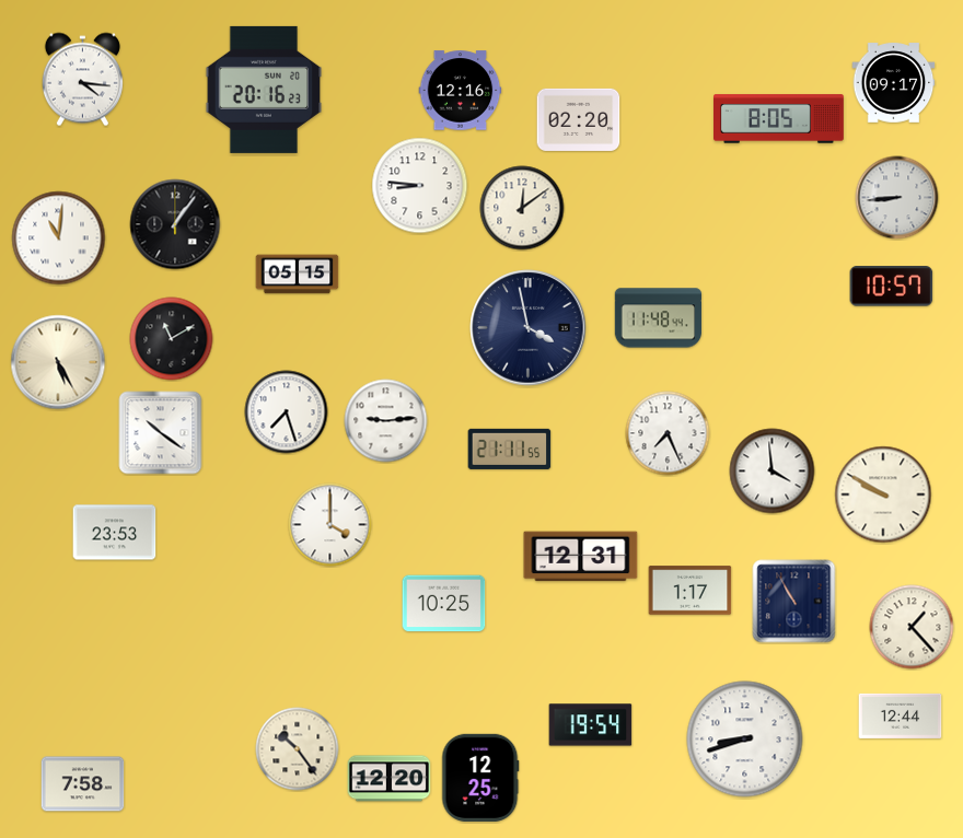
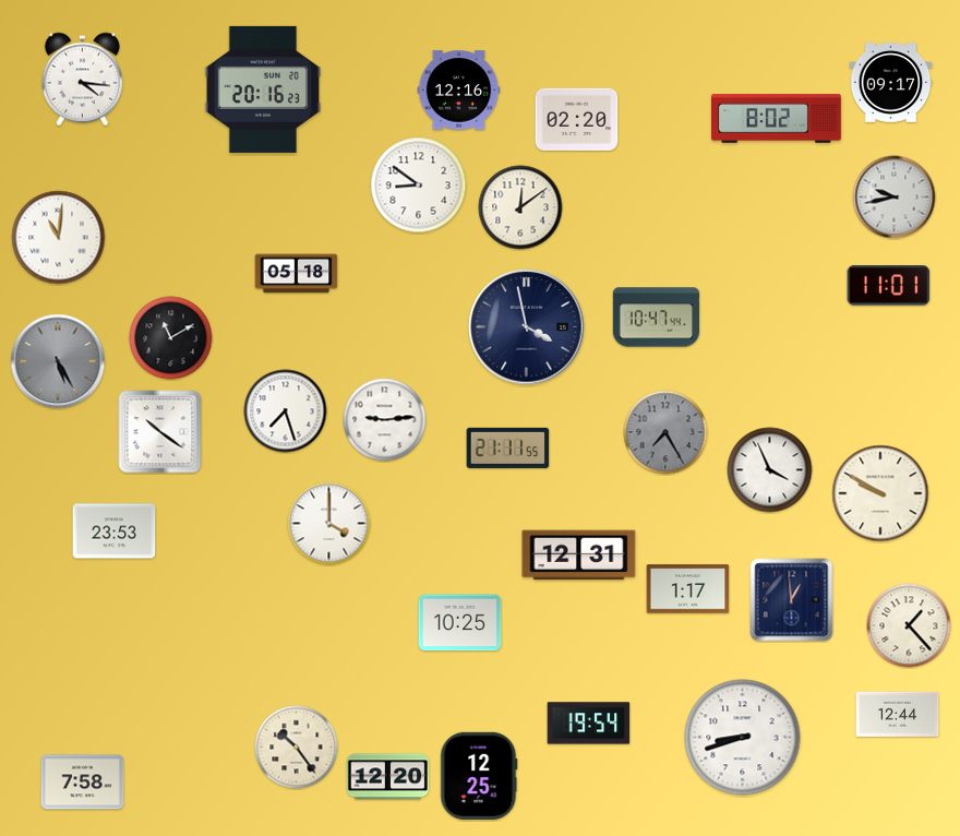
clock at (779, 119): 8:05 -> 8:02
clock at (420, 186): 8:46 -> 8:51
clock at (897, 198): 8:44 -> 9:43
clock at (175, 224): 1:06 -> none
clock at (298, 275): 05:15 -> 05:18
clock at (892, 287): 10:57 -> 11:01
clock at (659, 318): 11:48 -> 10:47
clock at (58, 362) dial: cream -> grey
clock at (668, 433): 7:26 -> 7:25
clock at (668, 433) dial: white -> grey
clock at (773, 472): 3:59 -> 3:56
clock at (794, 602): 10:55 -> 12:59
clock at (444, 604) position: (444, 604) -> (460, 623)
